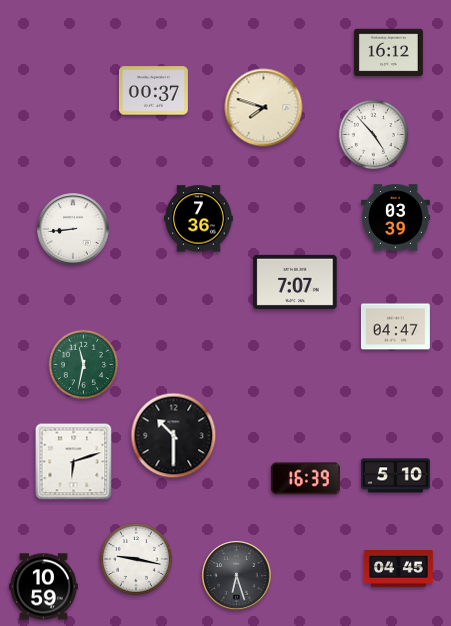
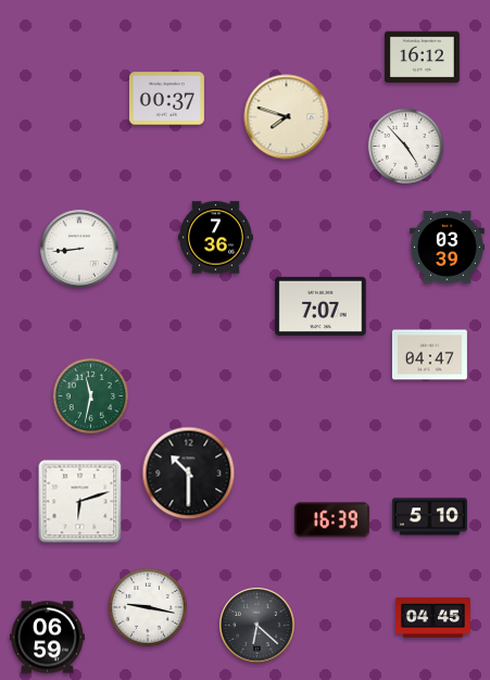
clock at (395, 218) position: (395, 218) -> (447, 248)
clock at (237, 576): 6:27 -> 6:22
clock at (43, 587): 10:59 -> 06:59
